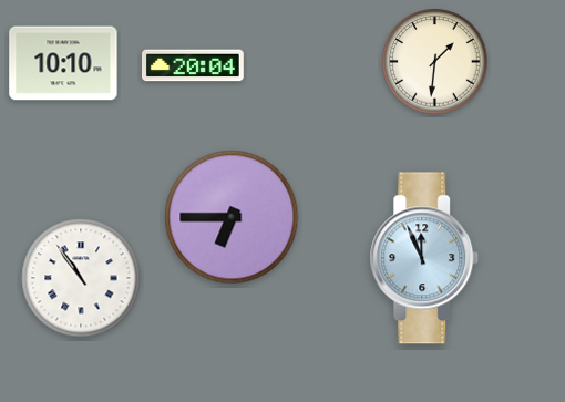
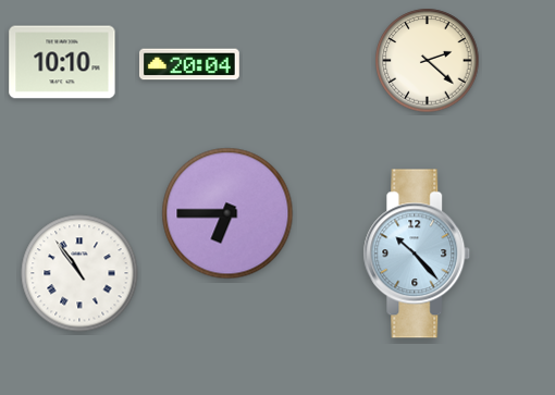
clock at (435, 62): 1:31 -> 2:22
clock at (424, 258): 11:56 -> 10:23
